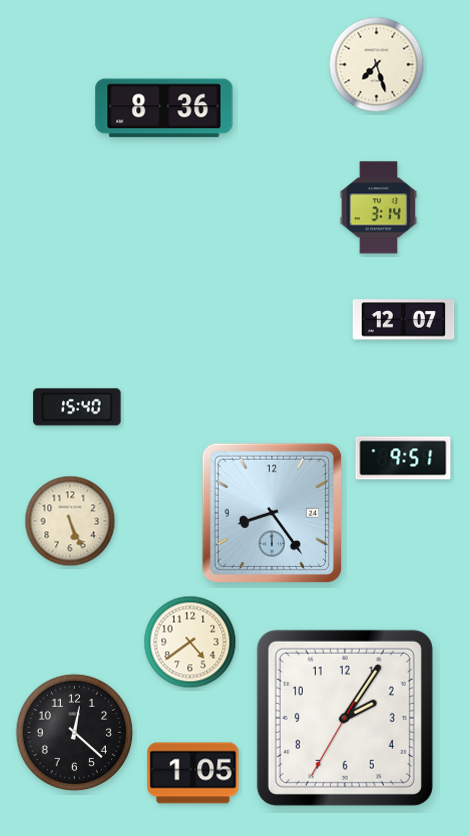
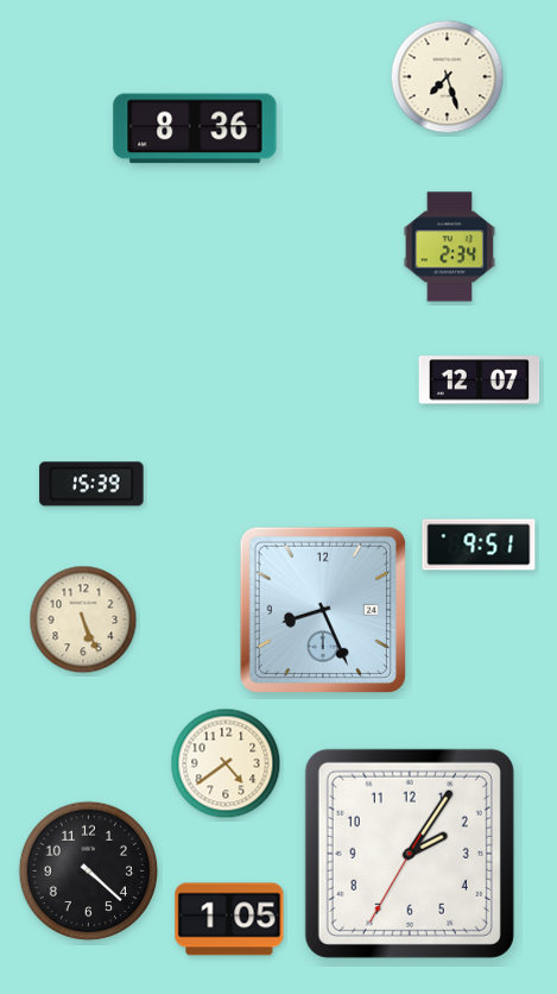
clock at (379, 208): 3:14 -> 2:34
clock at (77, 407): 15:40 -> 15:39
clock at (272, 513): 8:24 -> 8:26
clock at (75, 733): 12:22 -> 4:22
